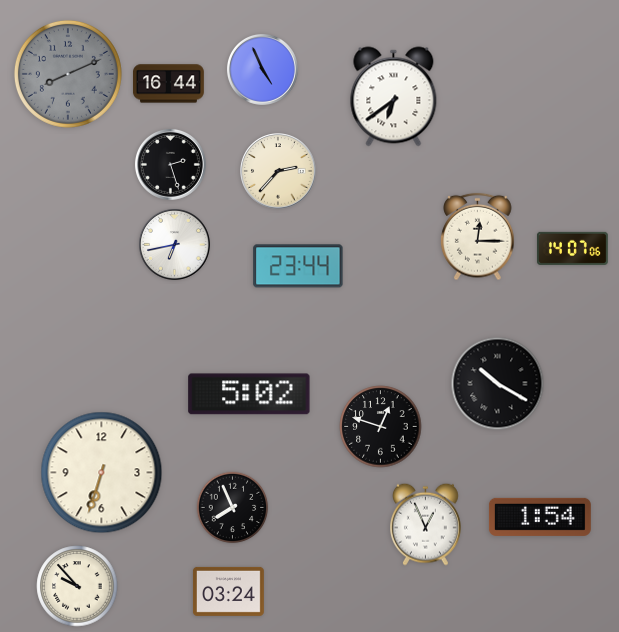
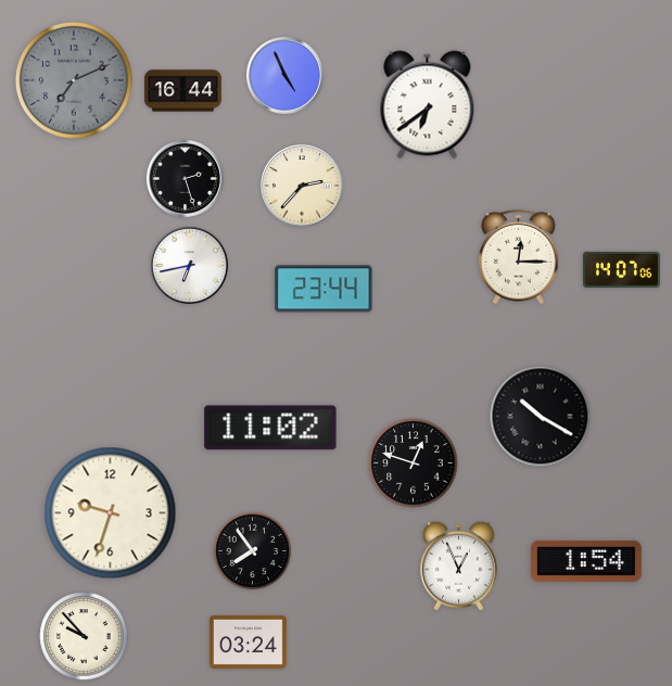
clock at (68, 74): 8:11 -> 7:11
clock at (249, 394): 5:02 -> 11:02
clock at (102, 473): 6:33 -> 9:33
clock at (233, 508): 7:56 -> 7:54
clock at (426, 524) position: (426, 524) -> (459, 566)
